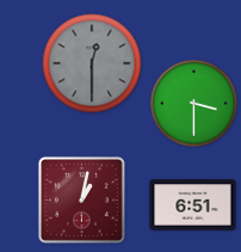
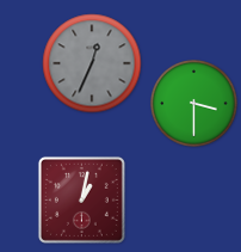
clock at (92, 63): 12:30 -> 12:34
clock at (193, 205): 6:51 -> none
